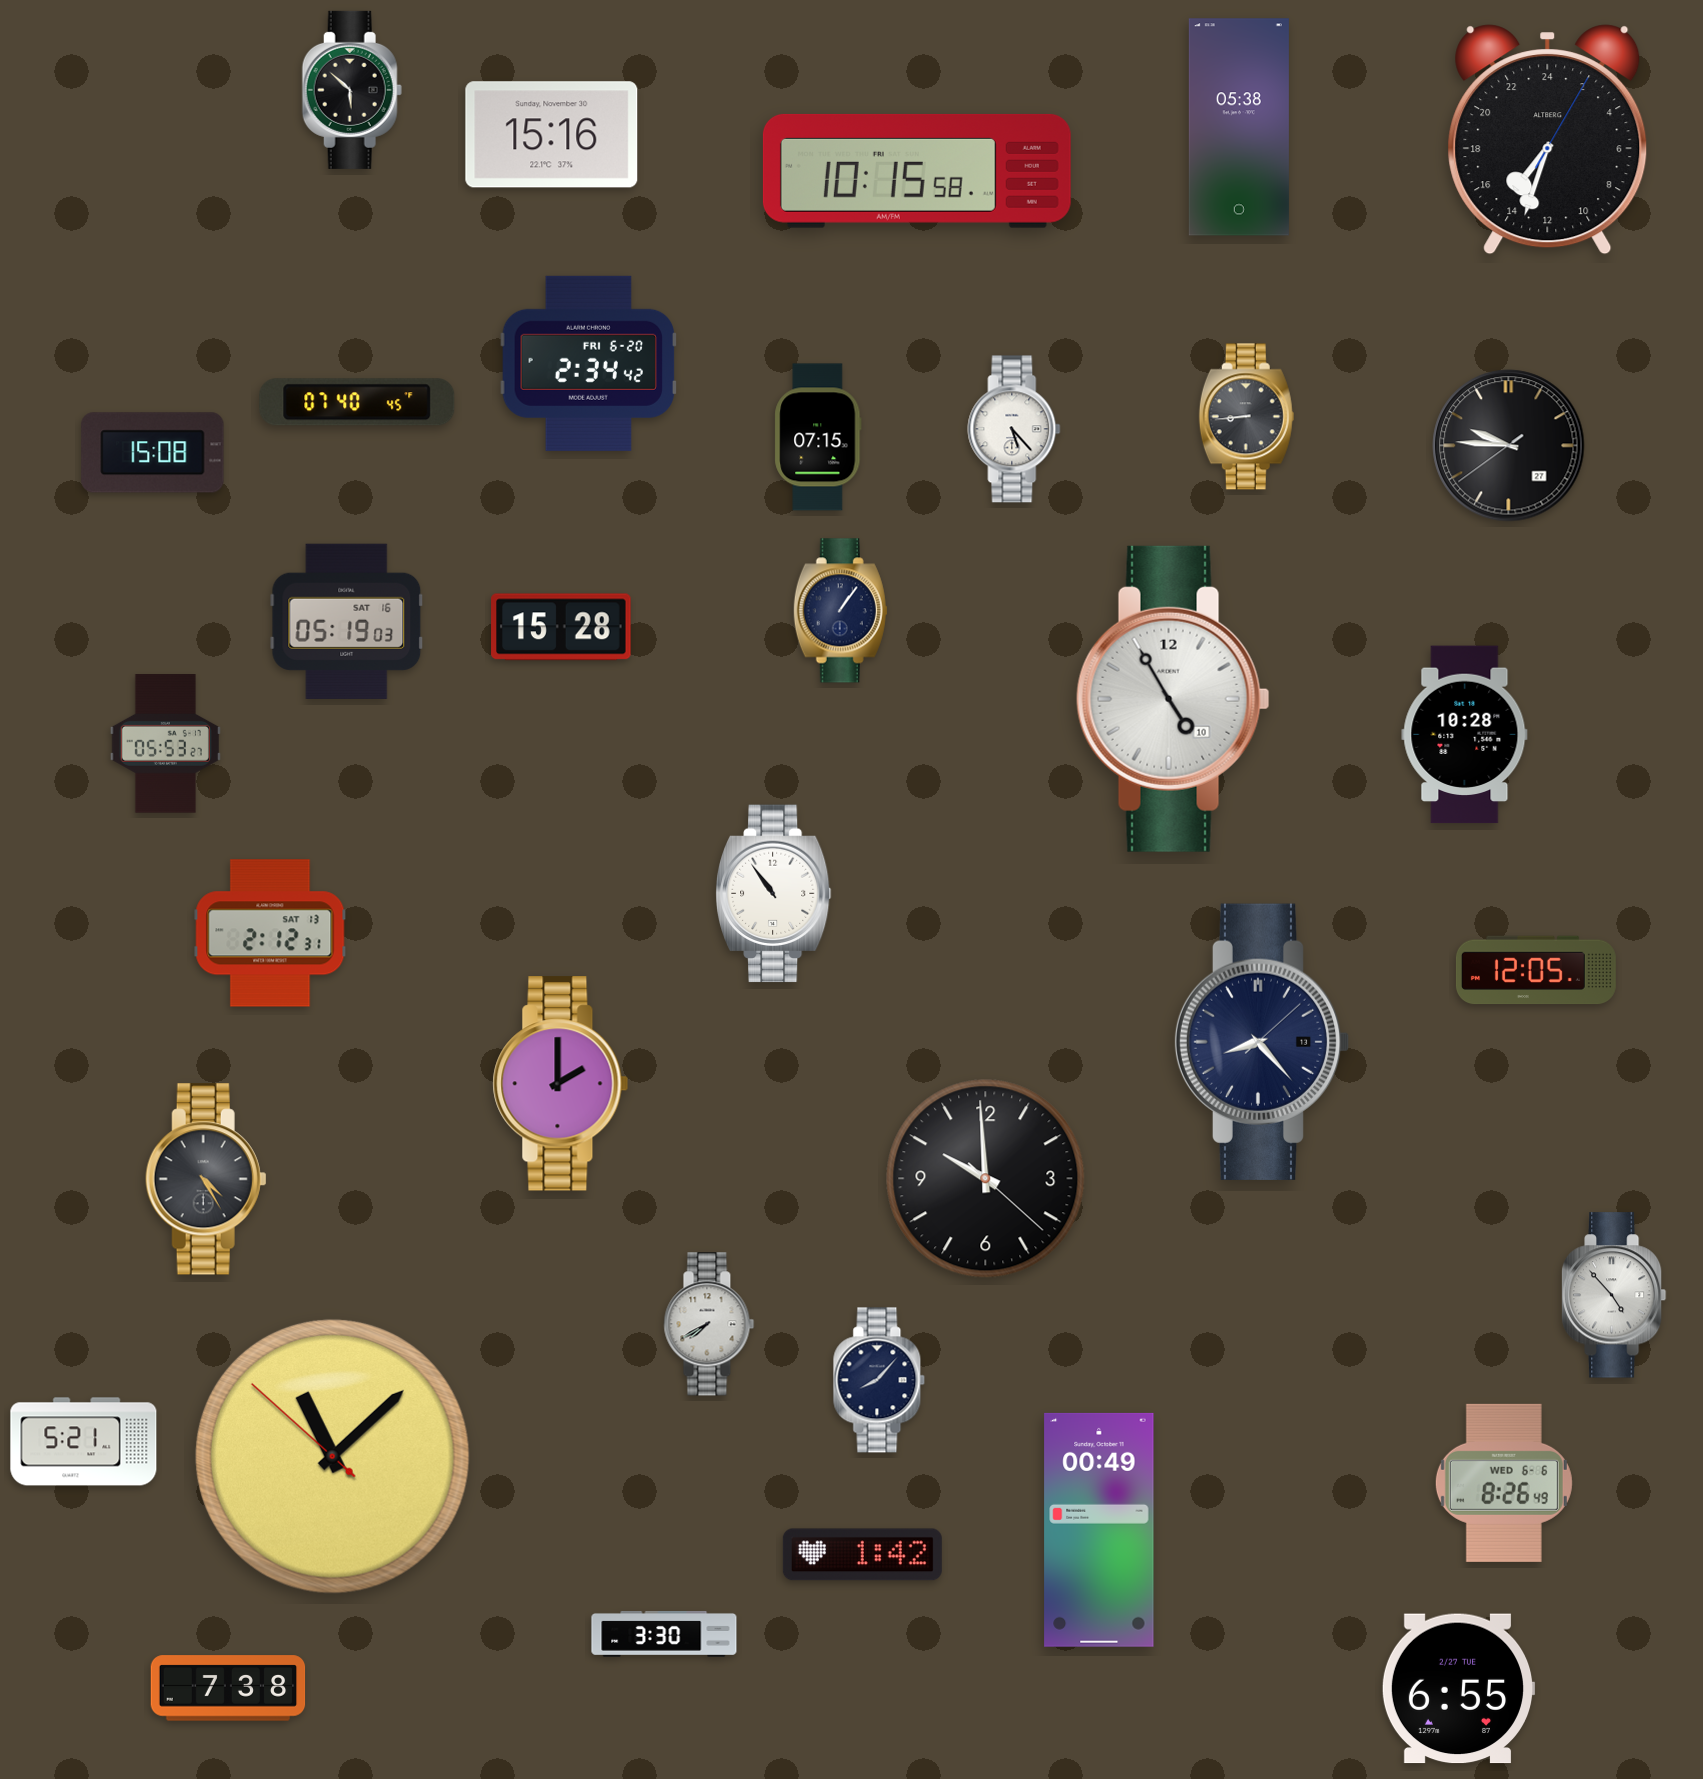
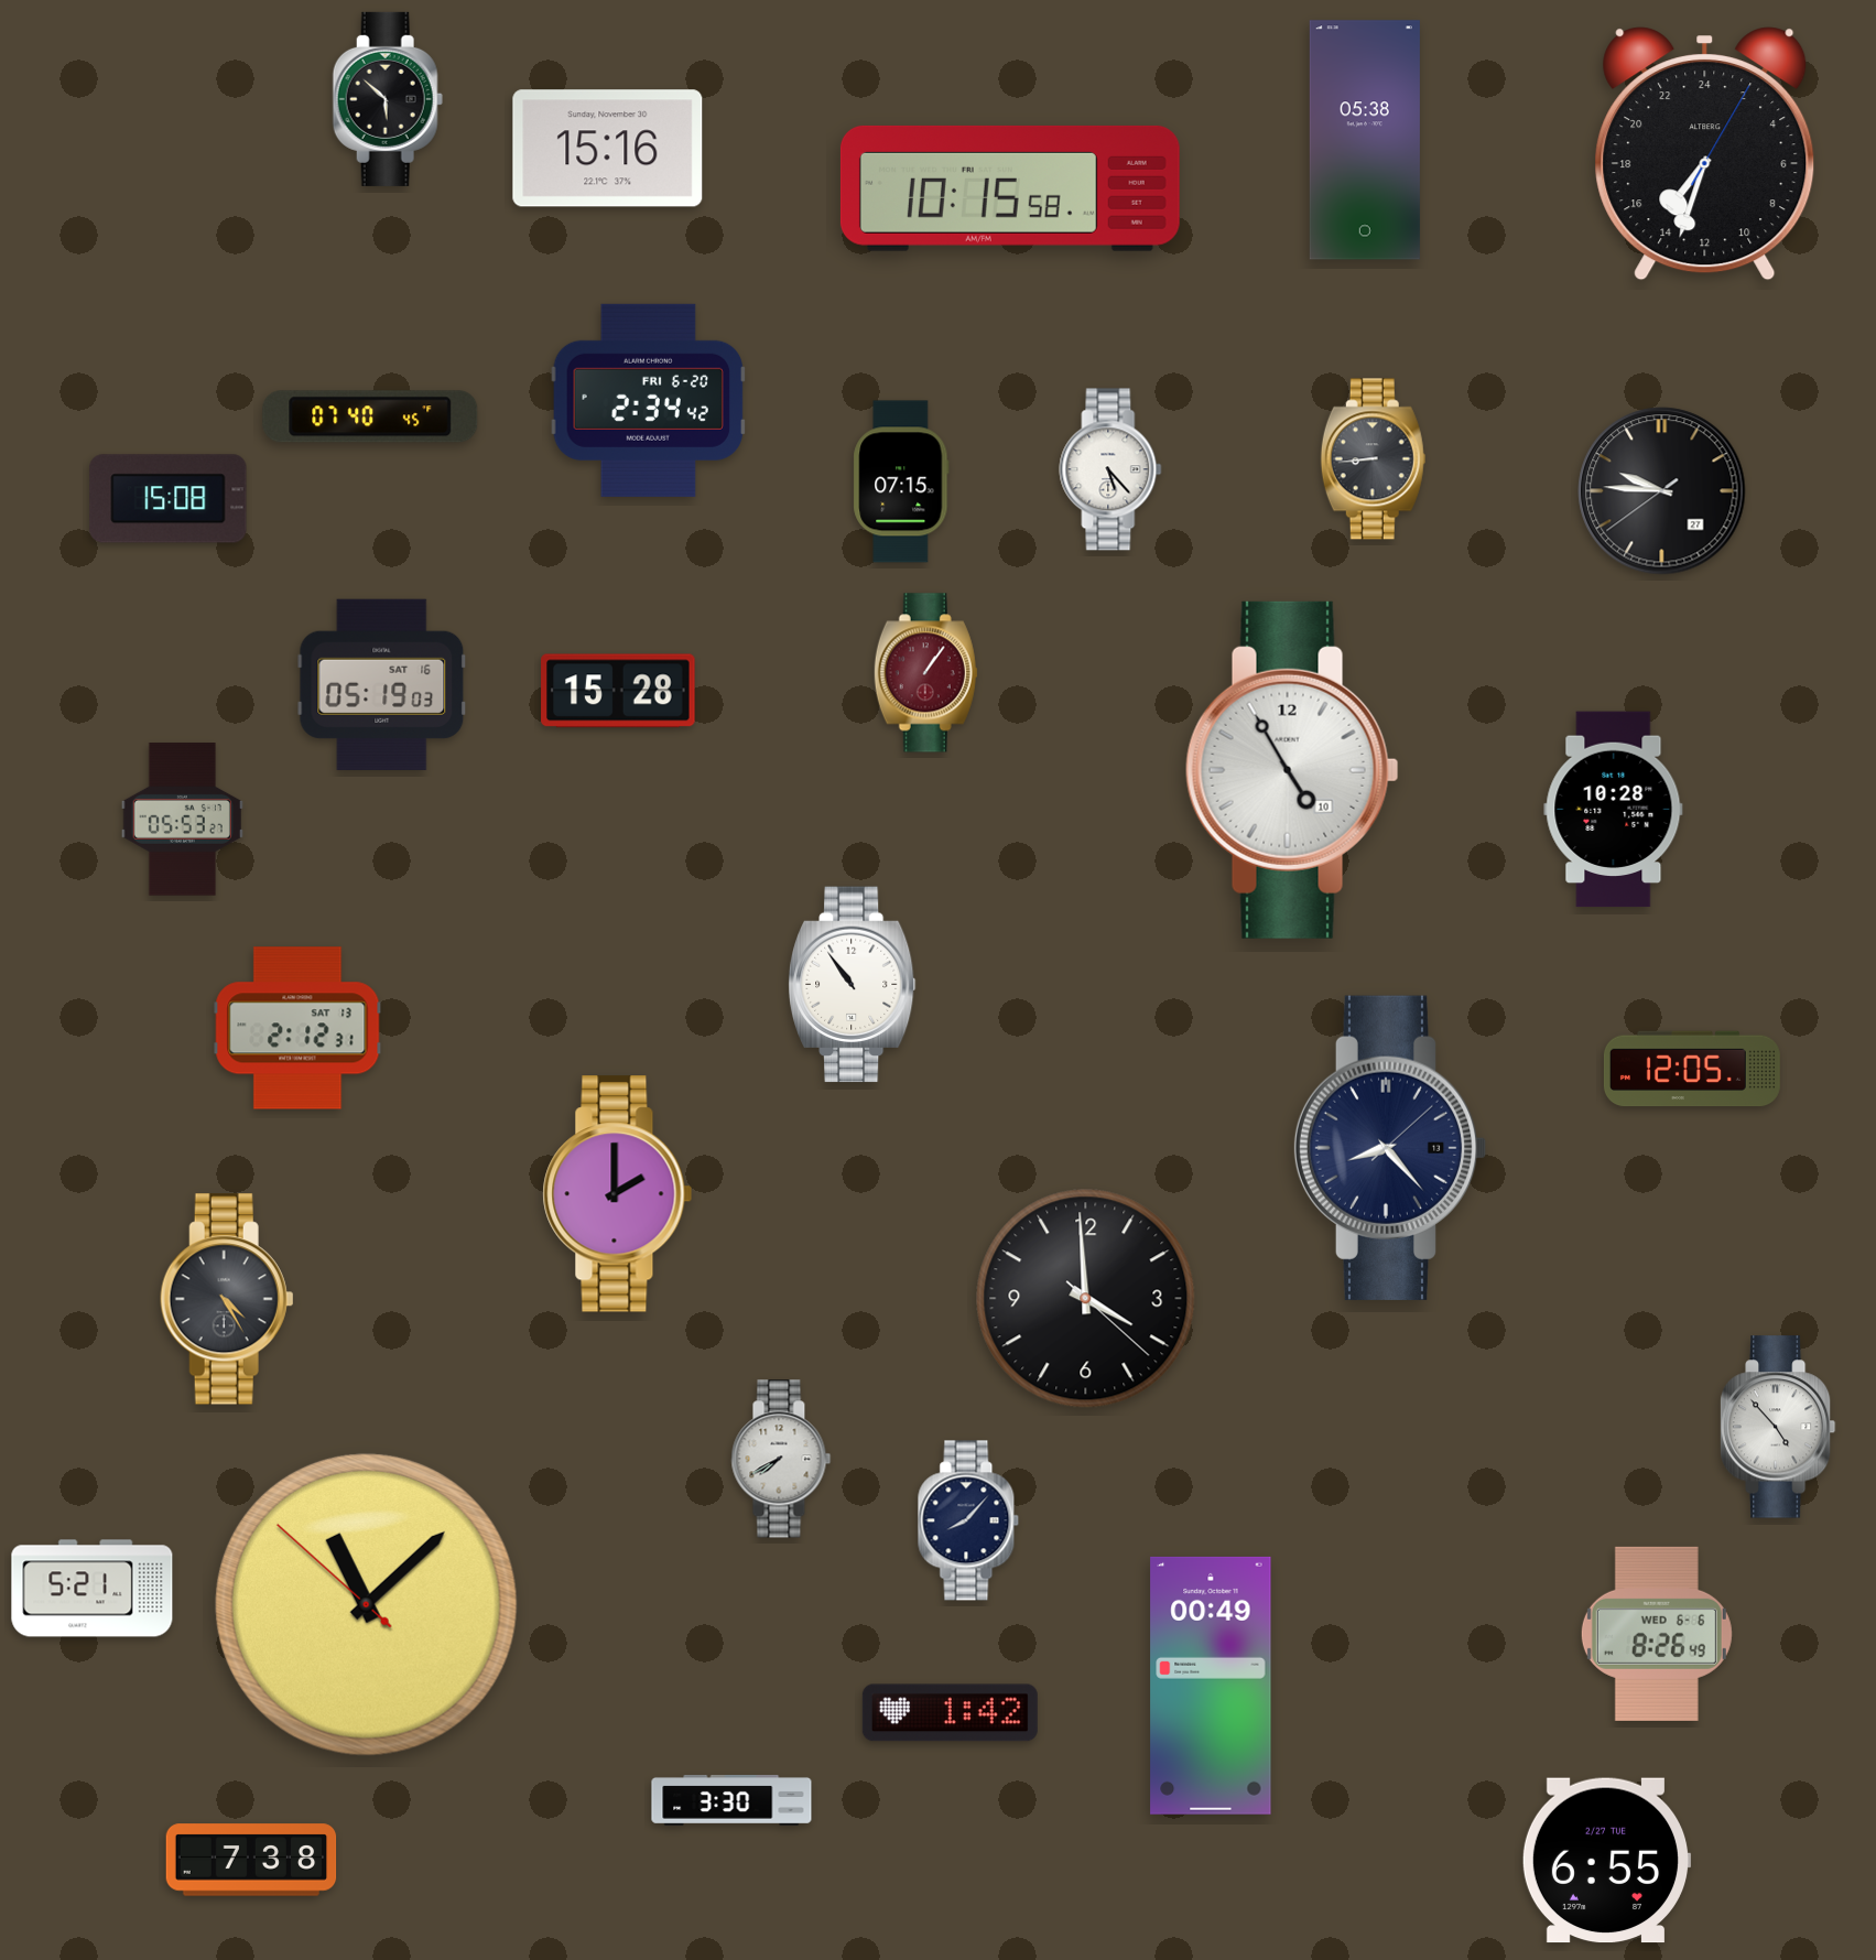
clock at (357, 402) position: (357, 402) -> (370, 416)
clock at (1014, 429) position: (1014, 429) -> (1110, 469)
clock at (840, 611) dial: navy -> burgundy
clock at (986, 1179): 9:59 -> 3:59
